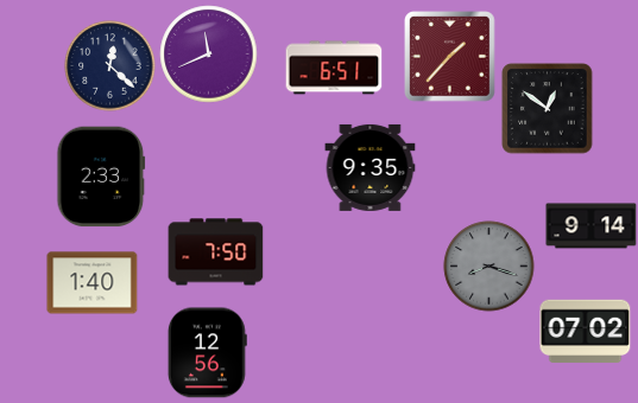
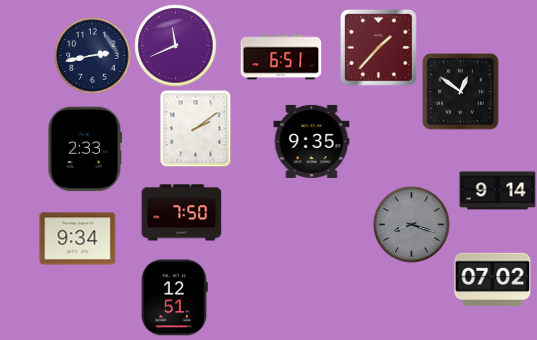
clock at (110, 66): 12:22 -> 2:43
clock at (196, 128): none -> 2:09
clock at (93, 283): 1:40 -> 9:34
clock at (207, 353): 12:56 -> 12:51
